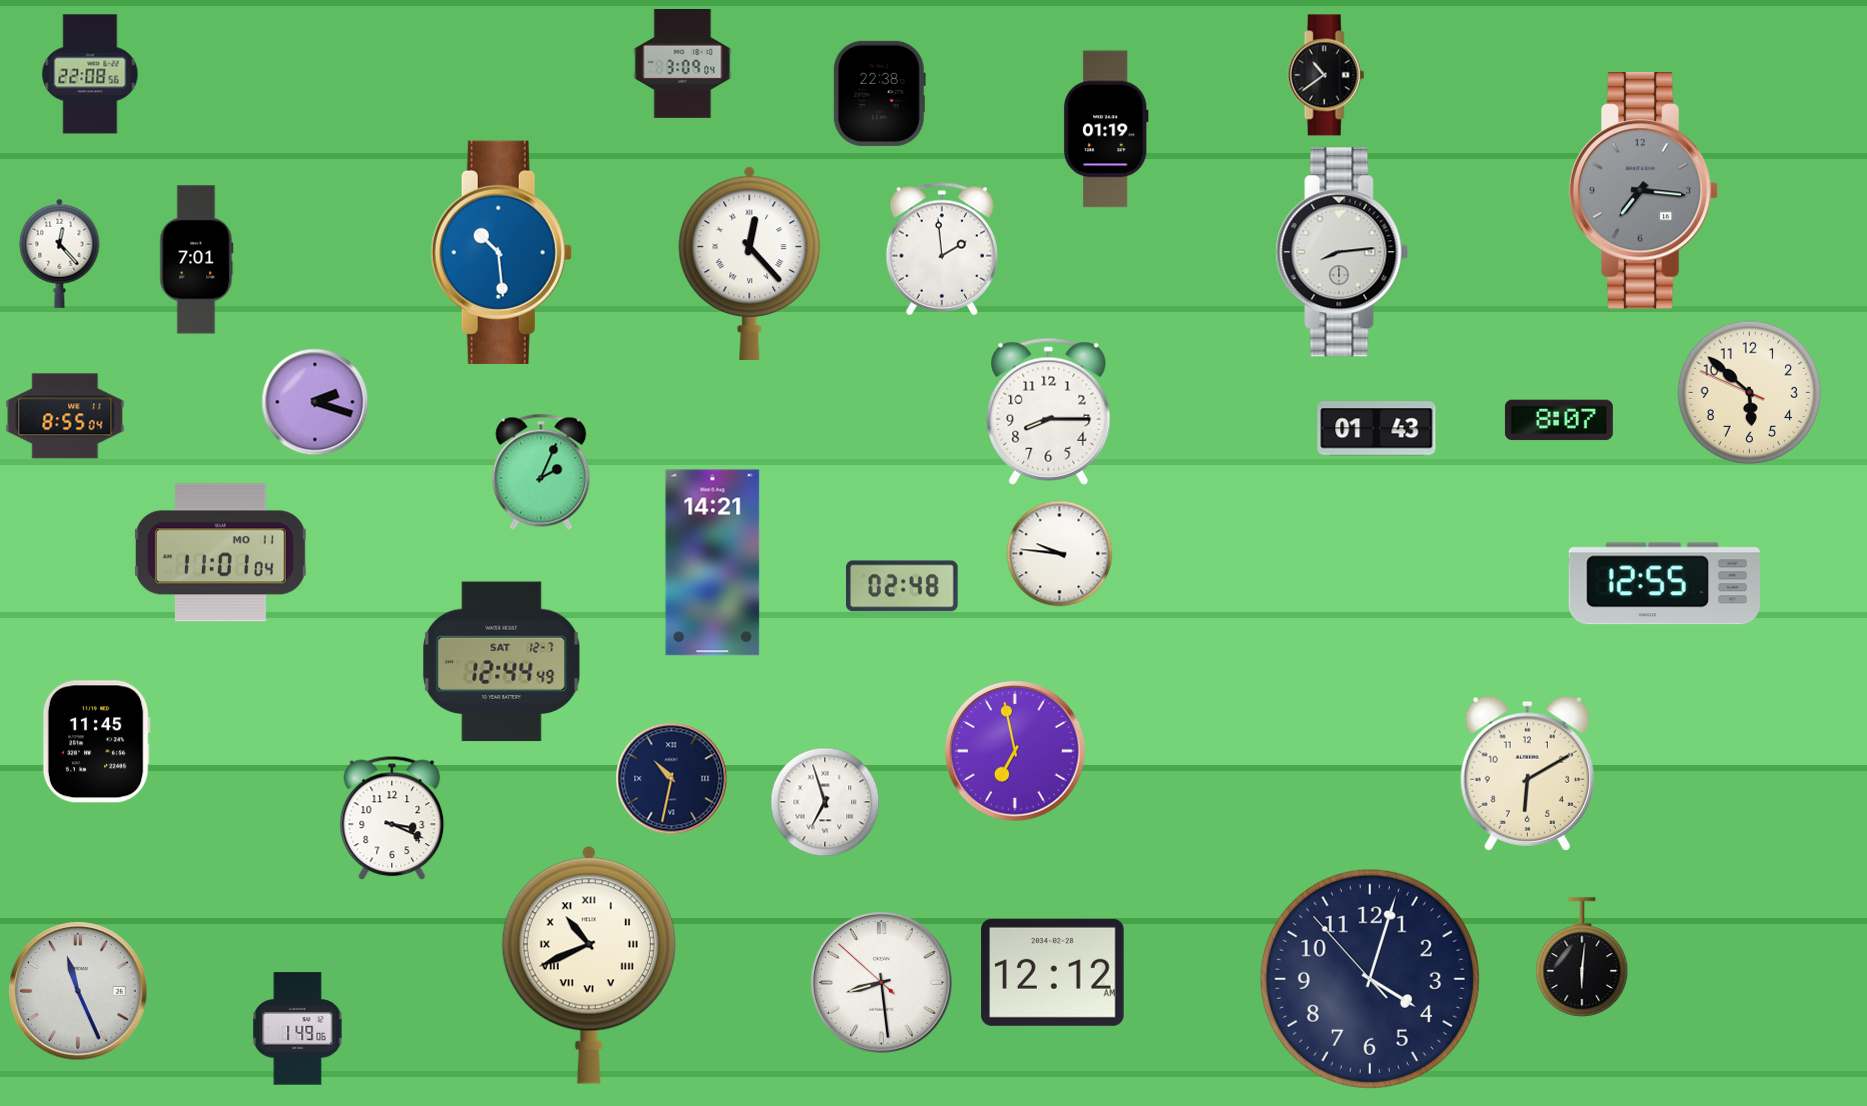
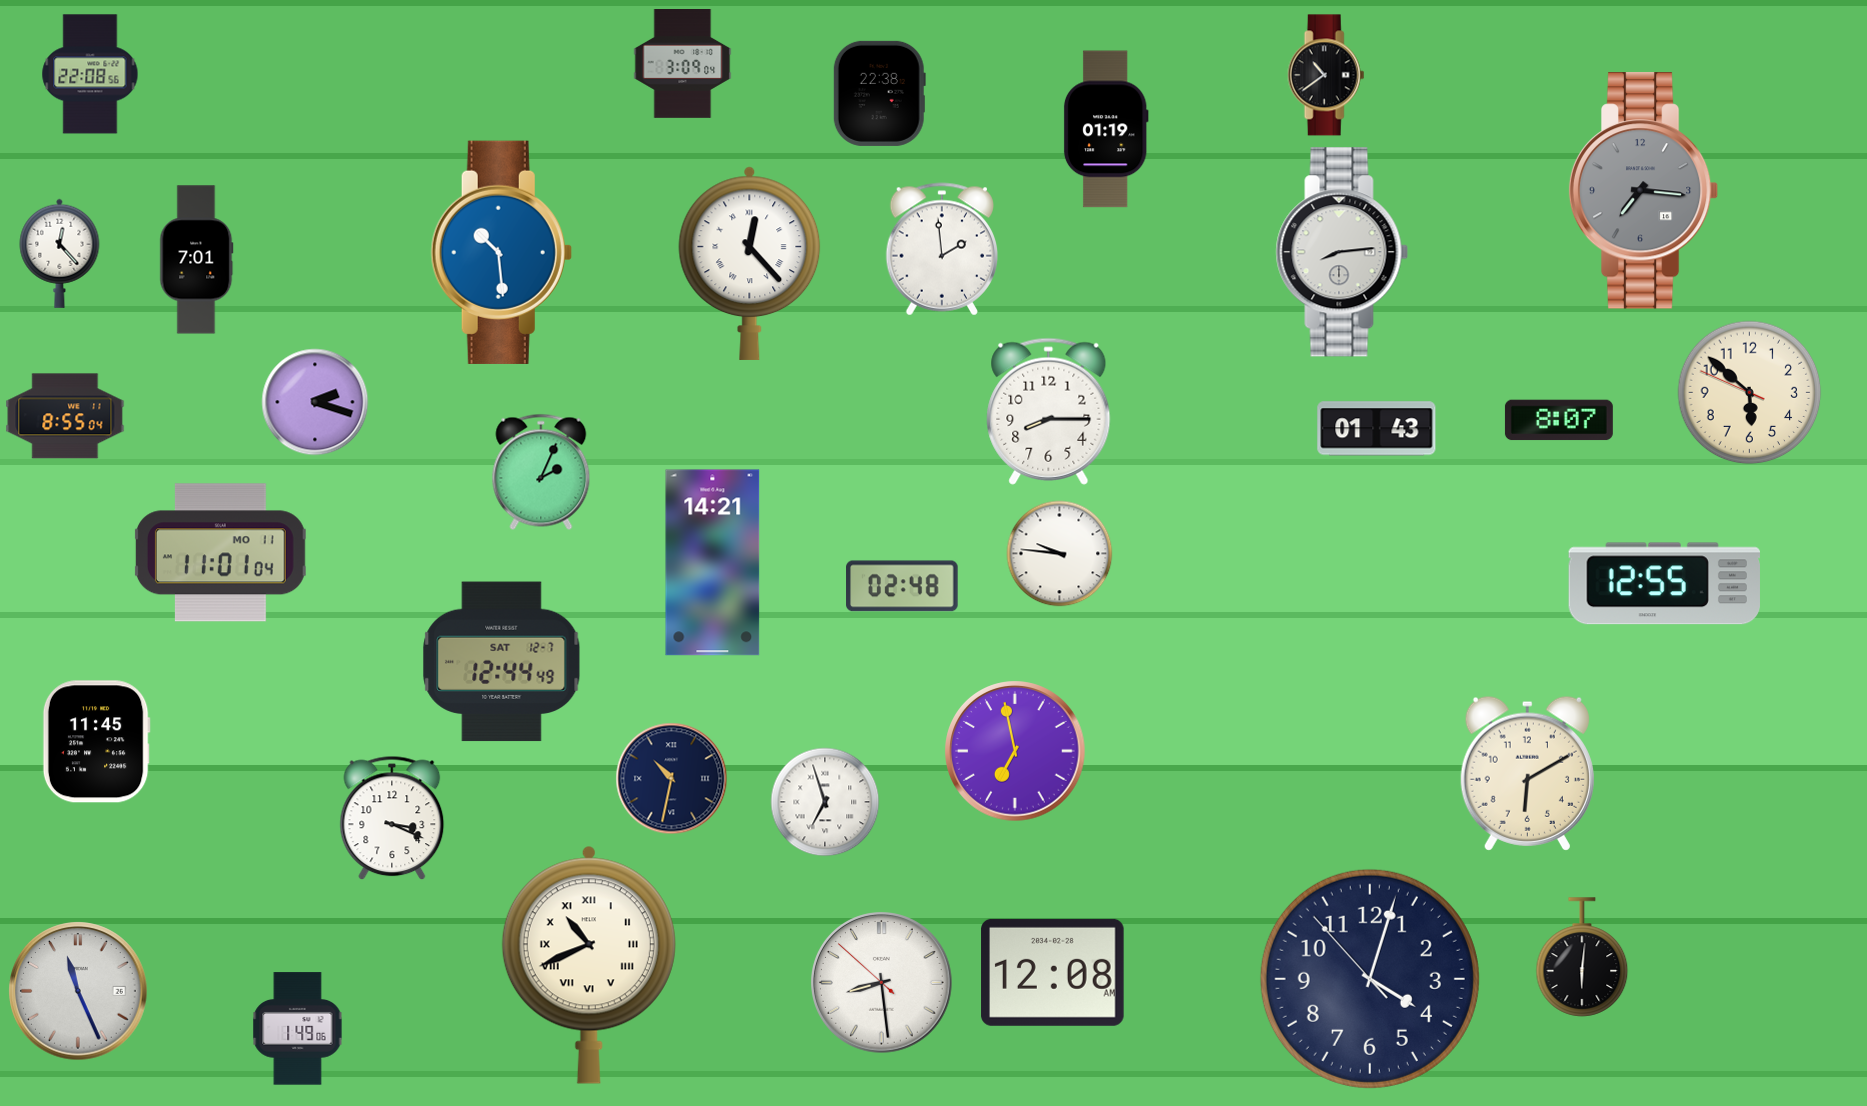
clock at (1053, 972): 12:12 -> 12:08
